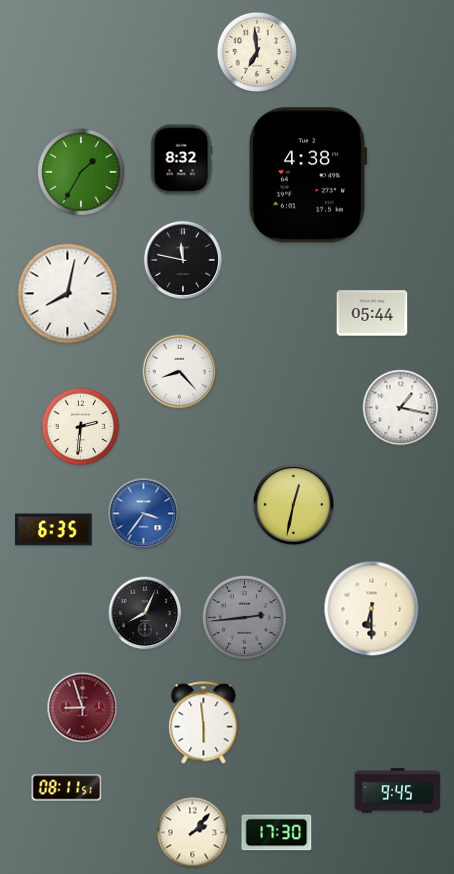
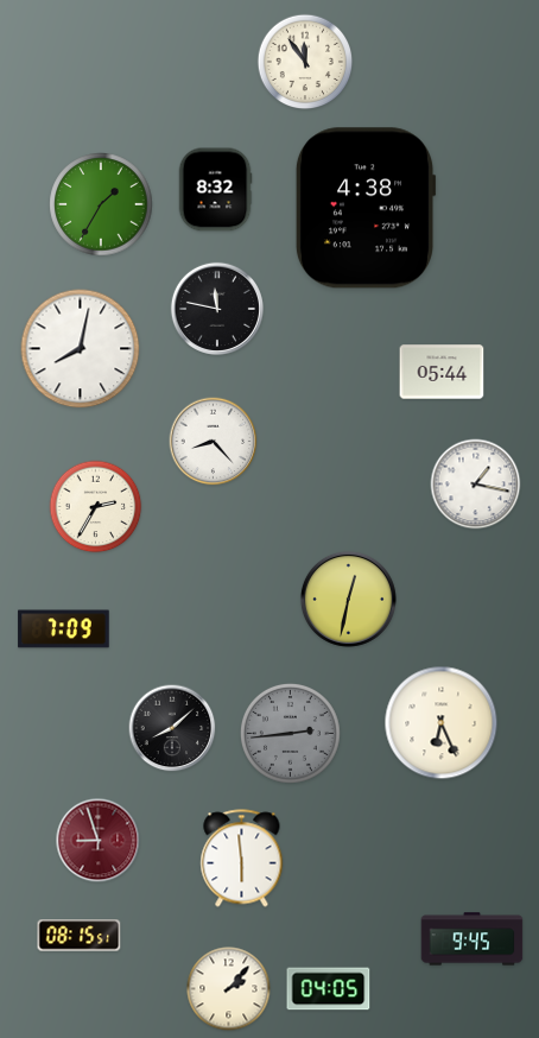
clock at (257, 52): 6:59 -> 11:54
clock at (81, 172) position: (81, 172) -> (101, 204)
clock at (81, 427): 2:31 -> 2:35
clock at (144, 514): 3:36 -> none
clock at (54, 530): 6:35 -> 7:09
clock at (372, 609): 6:30 -> 6:26
clock at (145, 613): 8:04 -> 8:08
clock at (67, 788): 08:11 -> 08:15
clock at (277, 833): 17:30 -> 04:05
